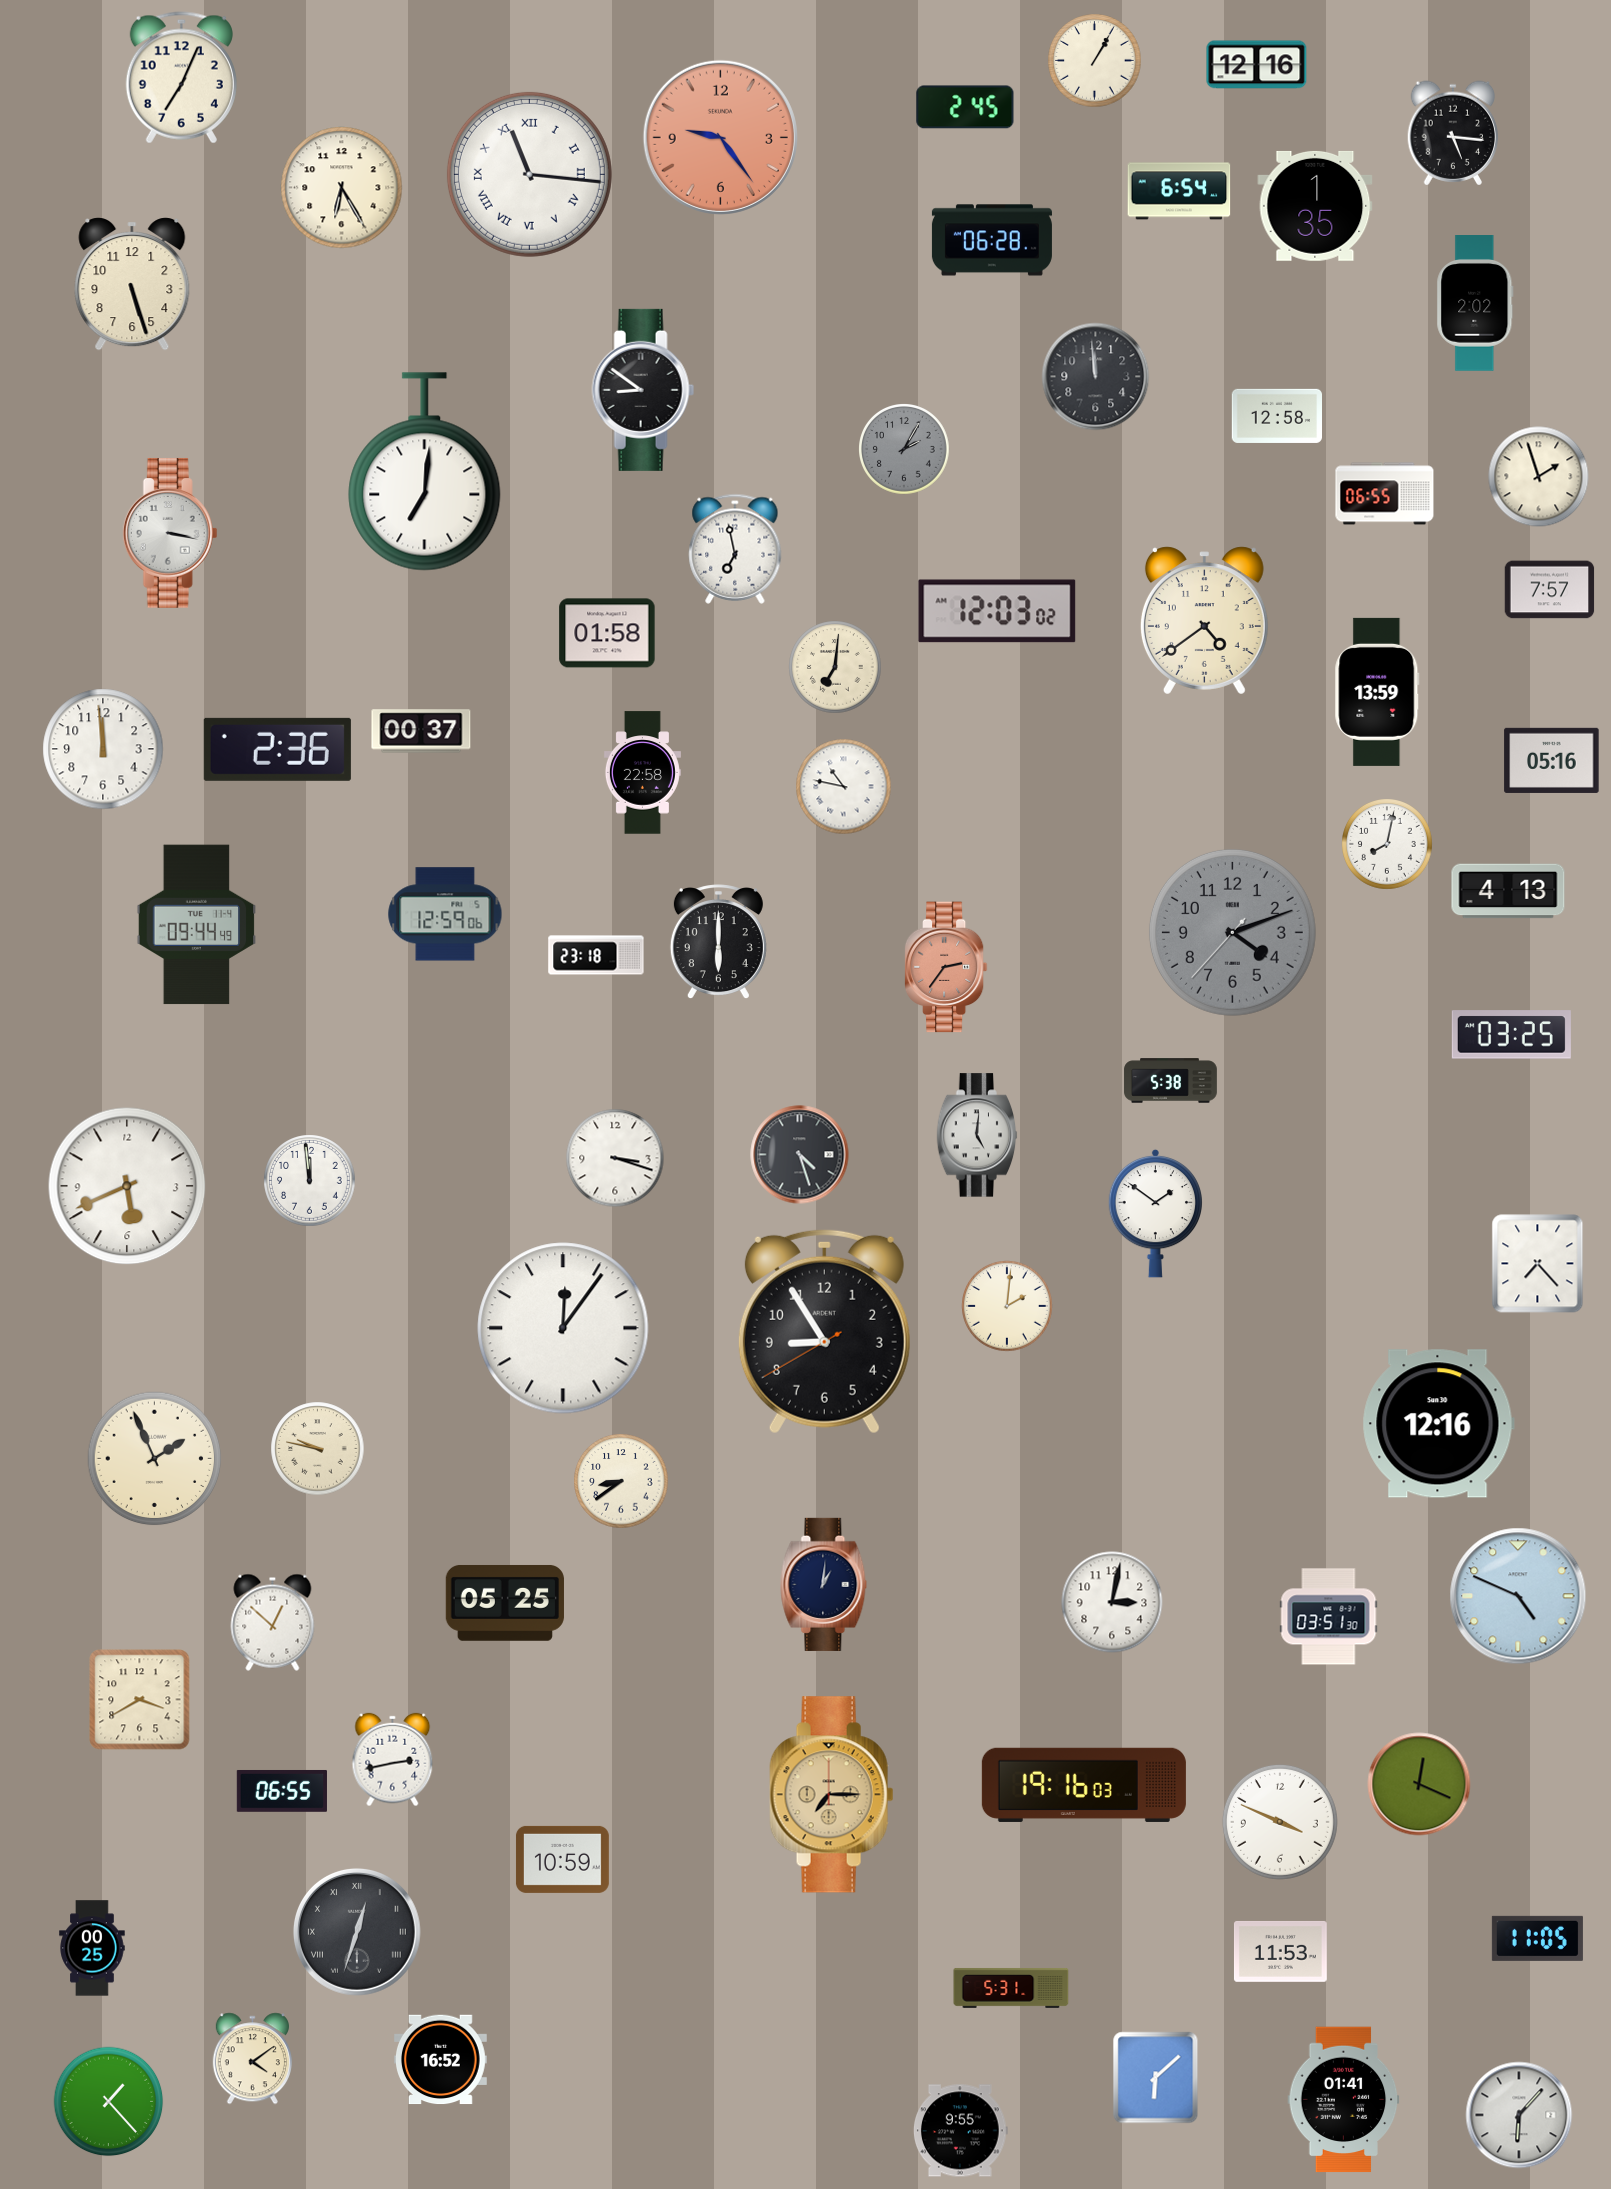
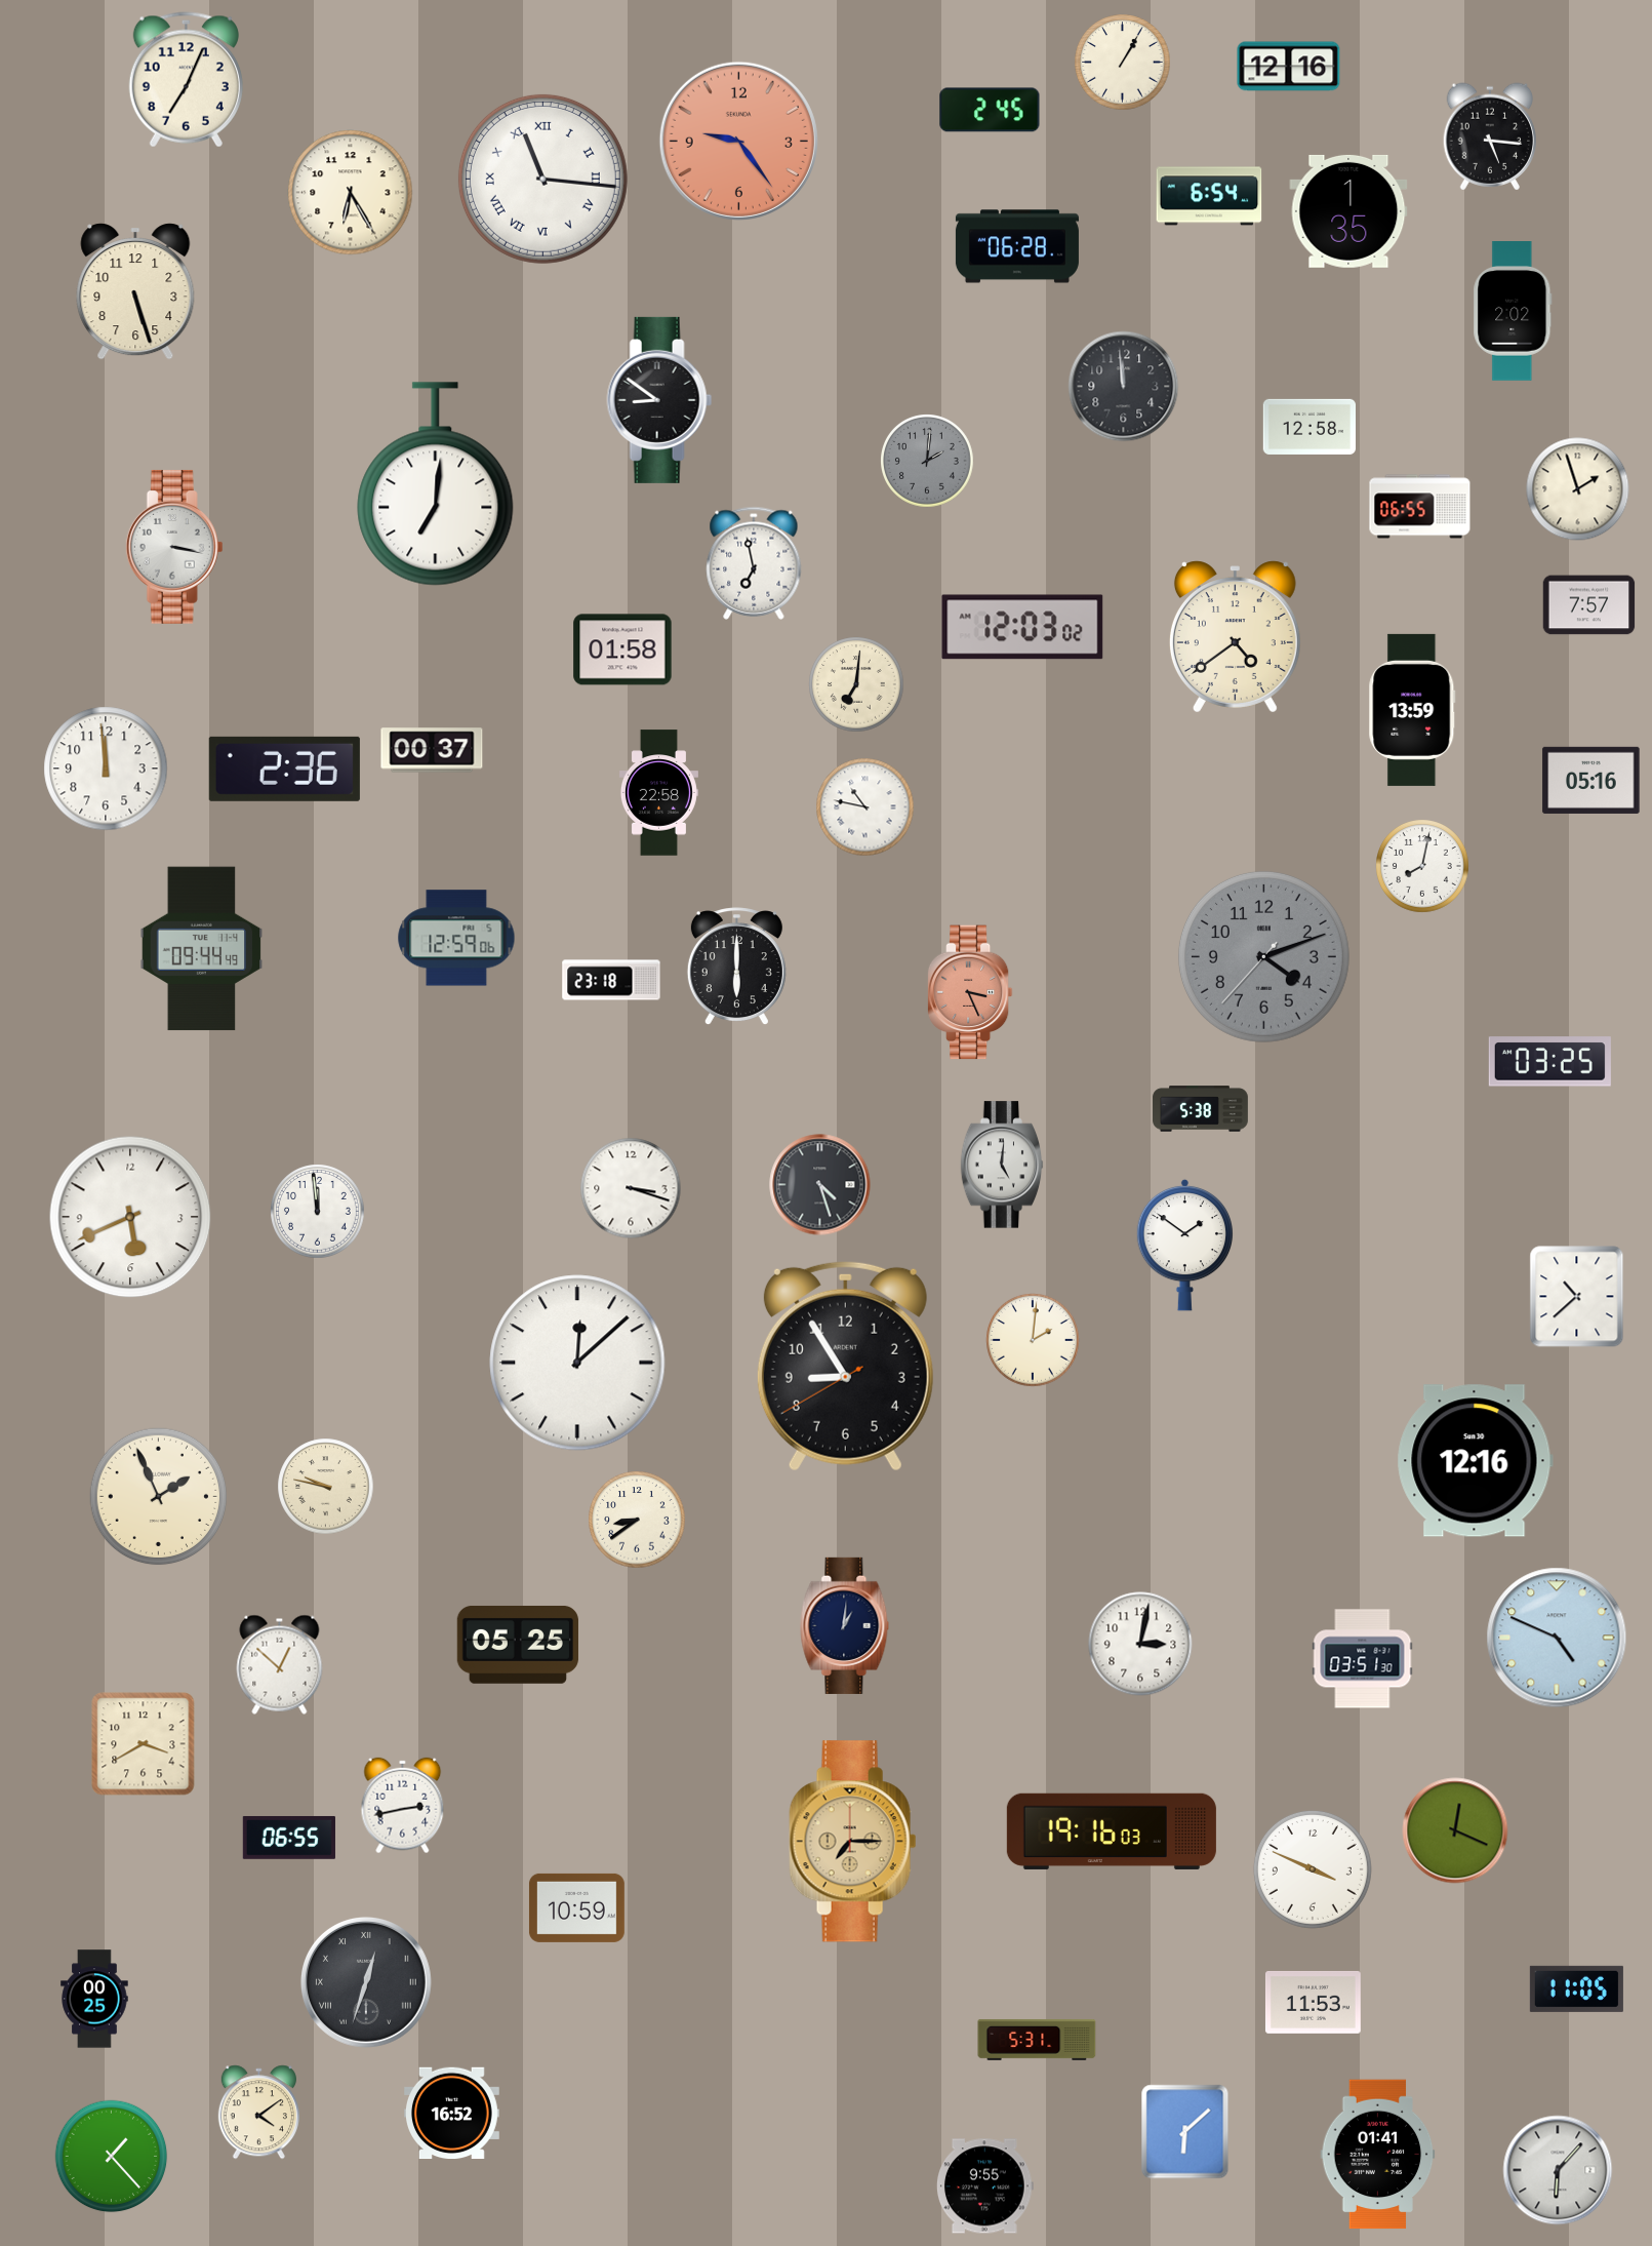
clock at (905, 450): 2:05 -> 2:01
clock at (1508, 891): 4:13 -> none
clock at (946, 967): 2:36 -> 3:26
clock at (1538, 1264): 7:23 -> 10:38
clock at (563, 1328): 12:06 -> 12:08
